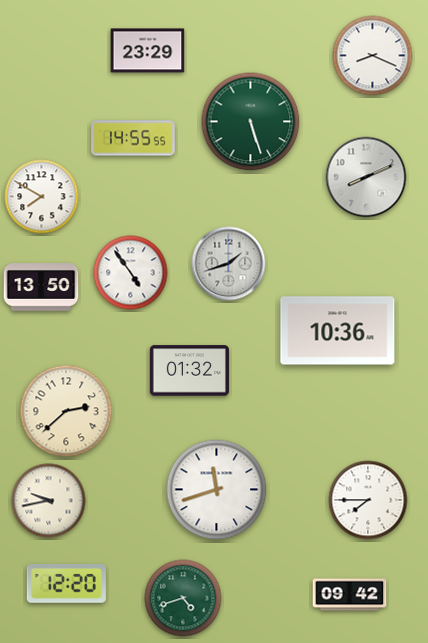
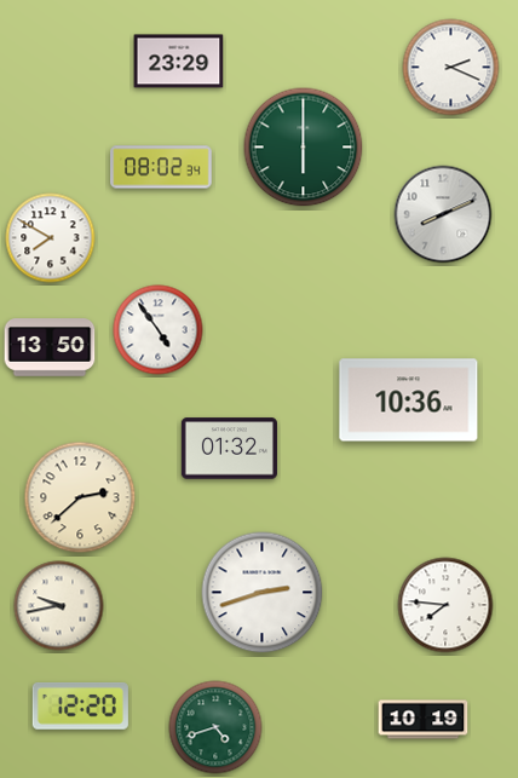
clock at (373, 56): 8:19 -> 2:19
clock at (251, 122): 5:27 -> 6:00
clock at (133, 138): 14:55 -> 08:02
clock at (229, 264): 1:42 -> none
clock at (217, 490): 11:42 -> 2:42
clock at (368, 500): 7:45 -> 7:46
clock at (350, 595): 09:42 -> 10:19
clock at (183, 598) position: (183, 598) -> (215, 727)
